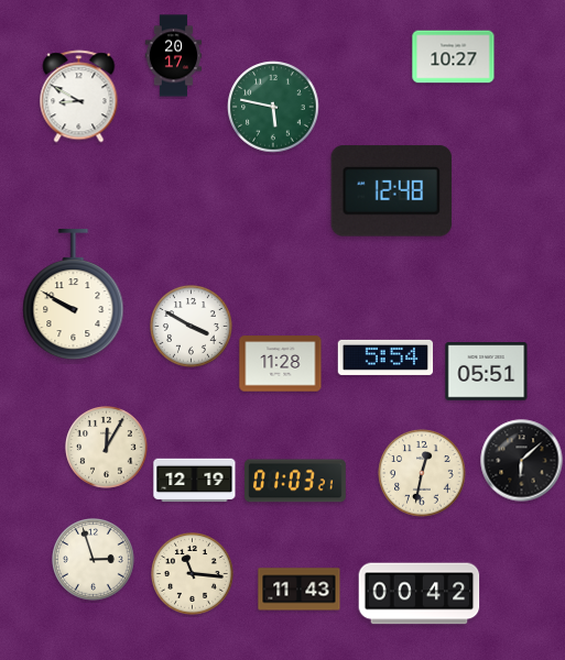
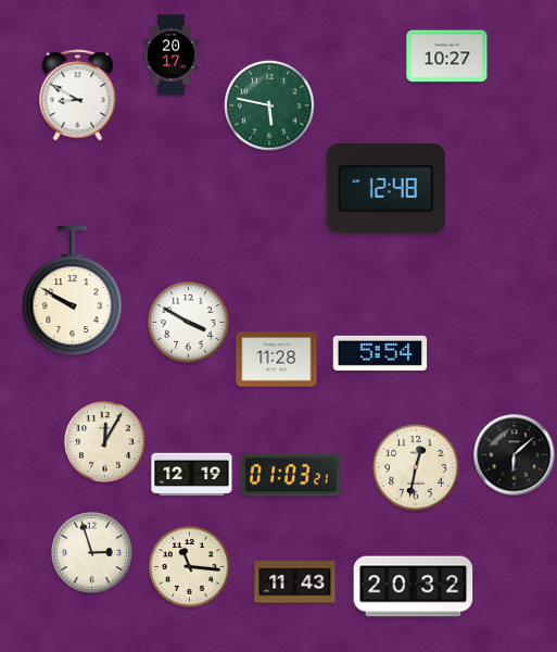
clock at (487, 372): 05:51 -> none
clock at (420, 594): 00:42 -> 20:32
